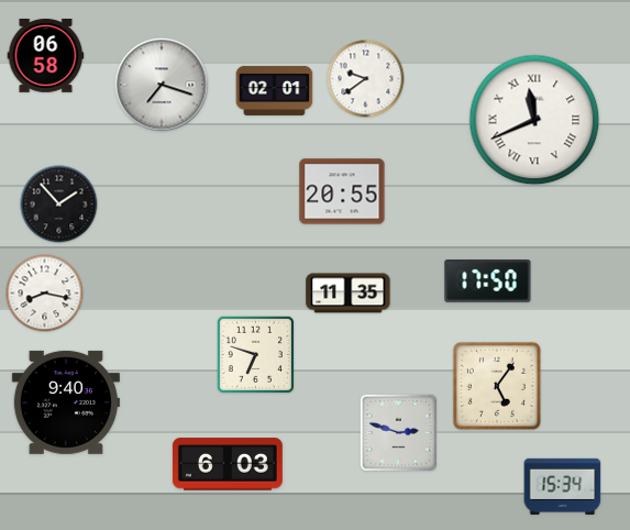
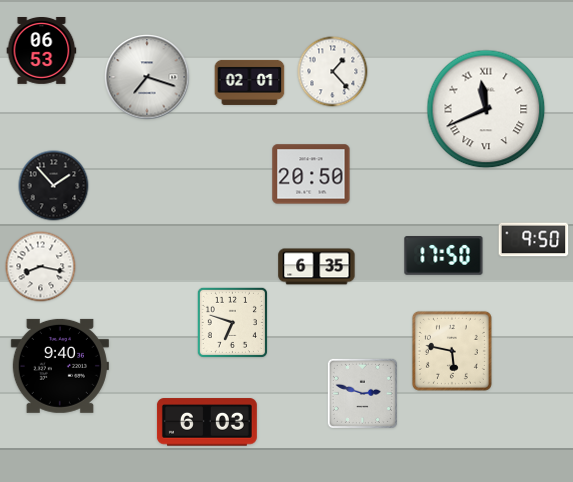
clock at (46, 56): 06:58 -> 06:53
clock at (366, 79): 9:39 -> 1:23
clock at (342, 191): 20:55 -> 20:50
clock at (534, 240): none -> 9:50
clock at (349, 294): 11:35 -> 6:35
clock at (497, 386): 5:06 -> 5:47
clock at (563, 486): 15:34 -> none
